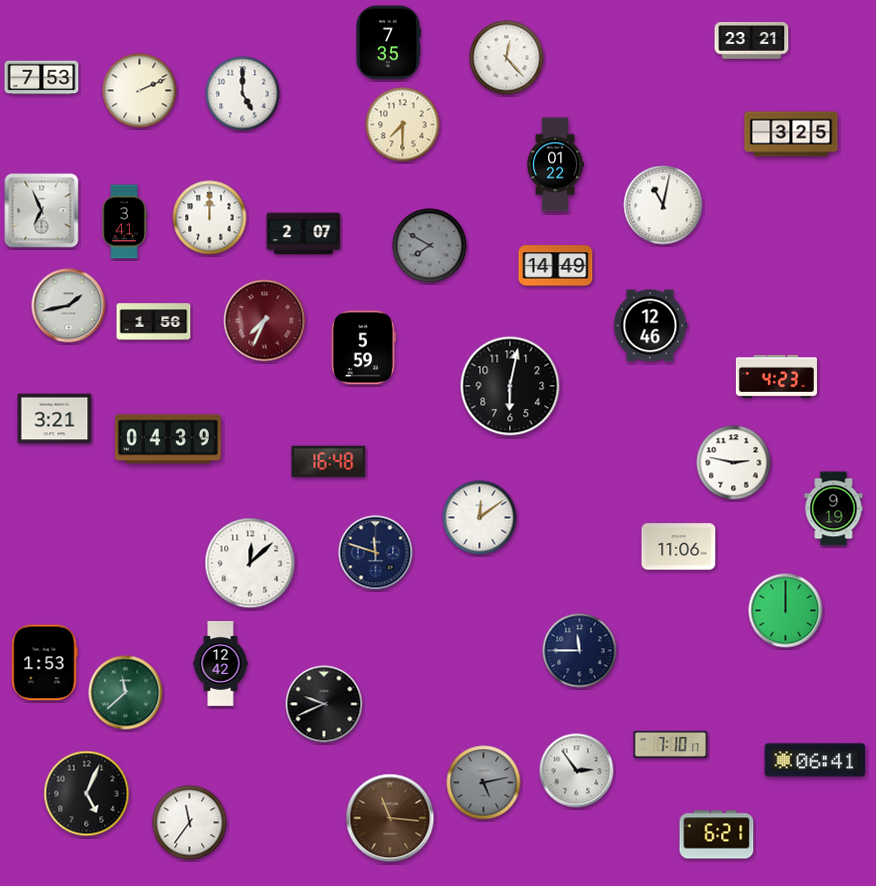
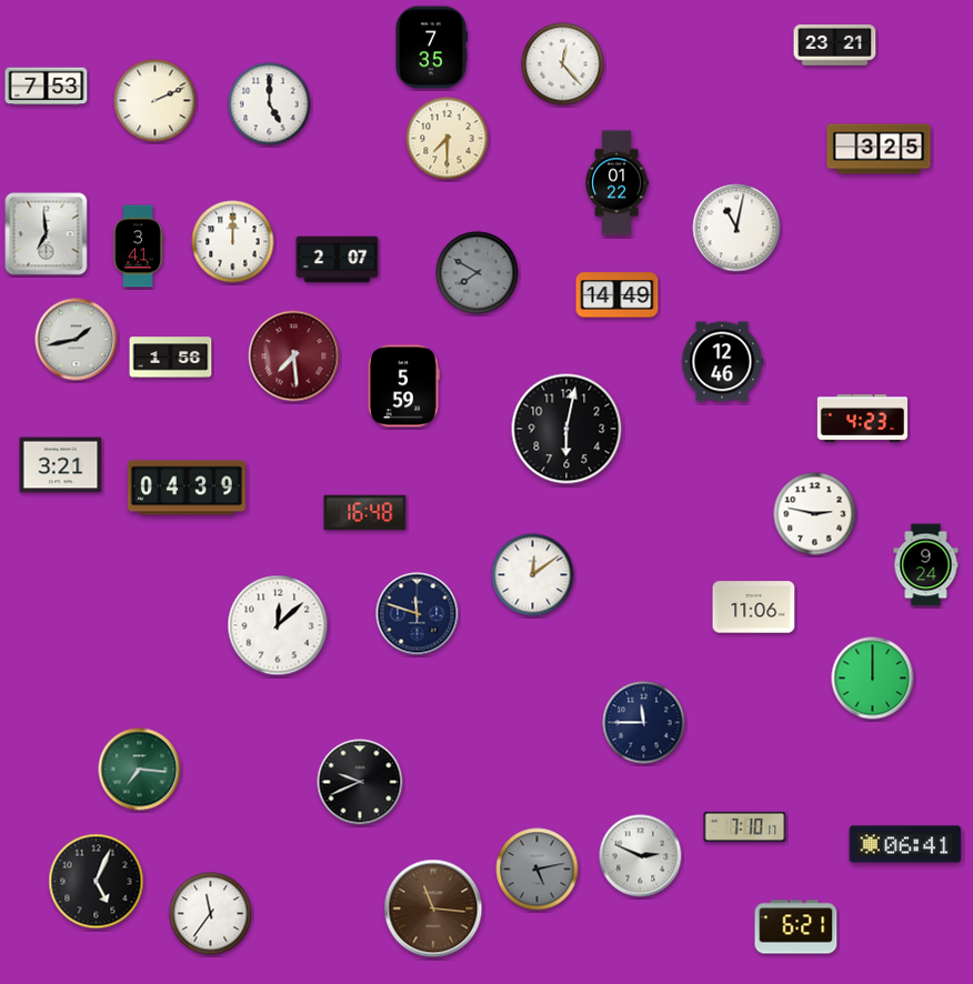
clock at (42, 211): 6:56 -> 6:59
clock at (265, 321): 7:34 -> 7:29
clock at (834, 509): 9:19 -> 9:24
clock at (44, 663): 1:53 -> none
clock at (221, 664): 12:42 -> none
clock at (126, 693): 11:38 -> 7:16
clock at (577, 771): 2:54 -> 2:49
